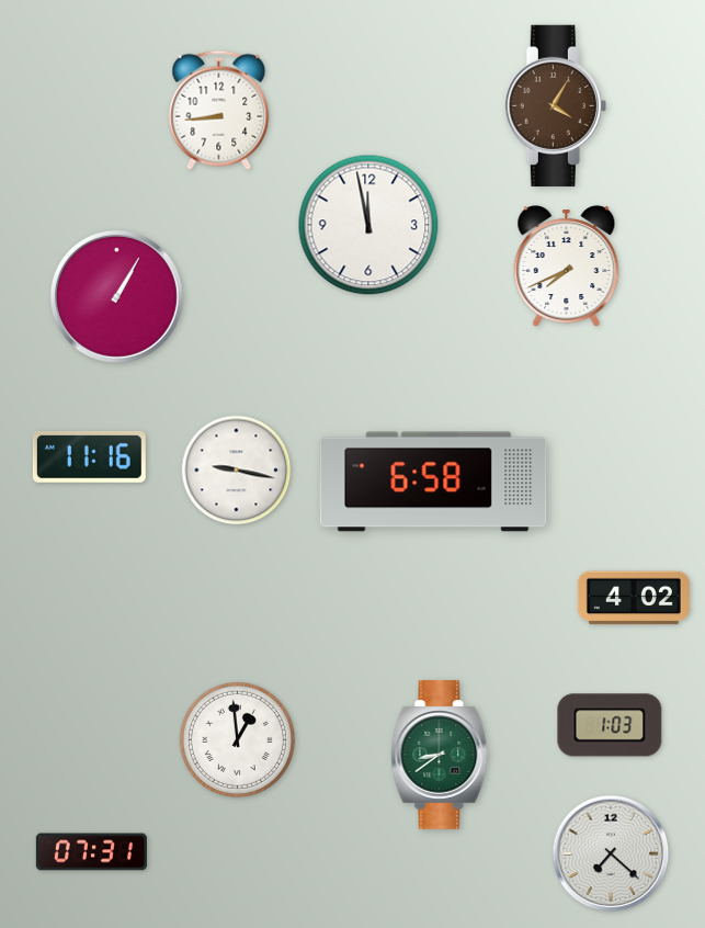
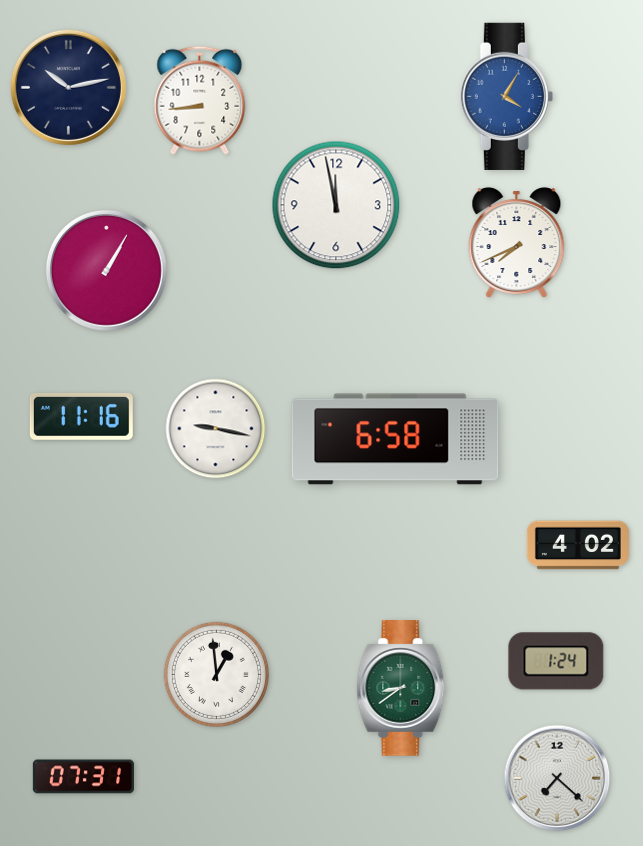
clock at (68, 87): none -> 10:13
clock at (555, 105) dial: brown -> blue
clock at (610, 725): 1:03 -> 1:24
